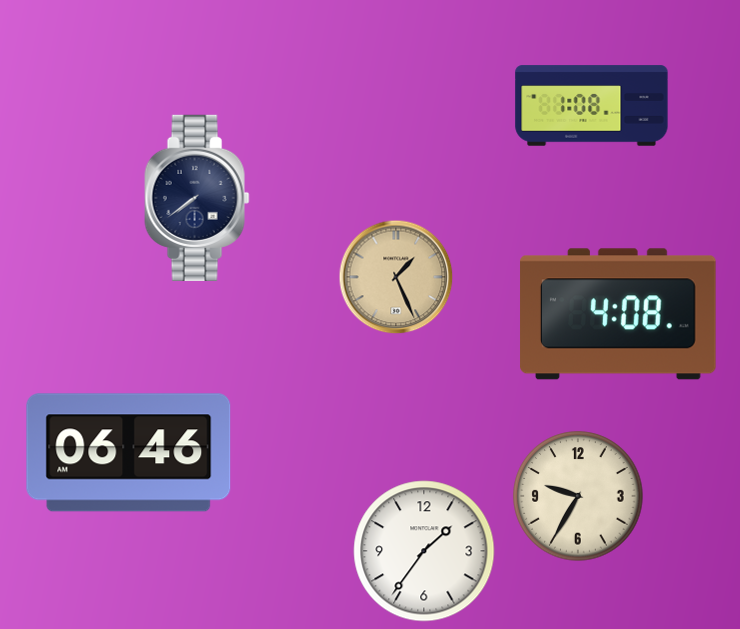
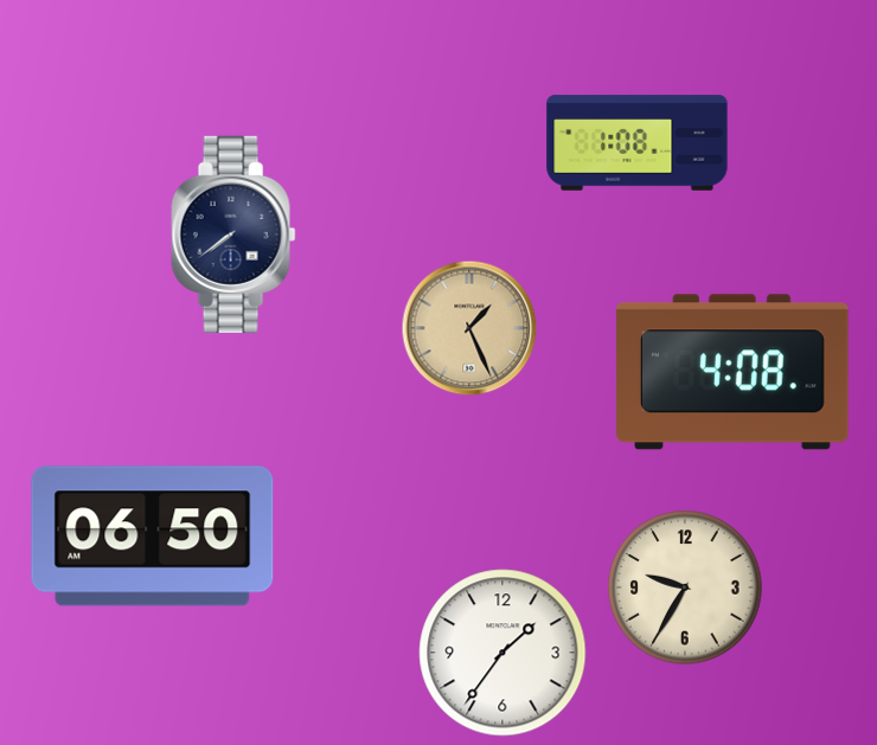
clock at (592, 106) position: (592, 106) -> (638, 143)
clock at (129, 453): 06:46 -> 06:50
